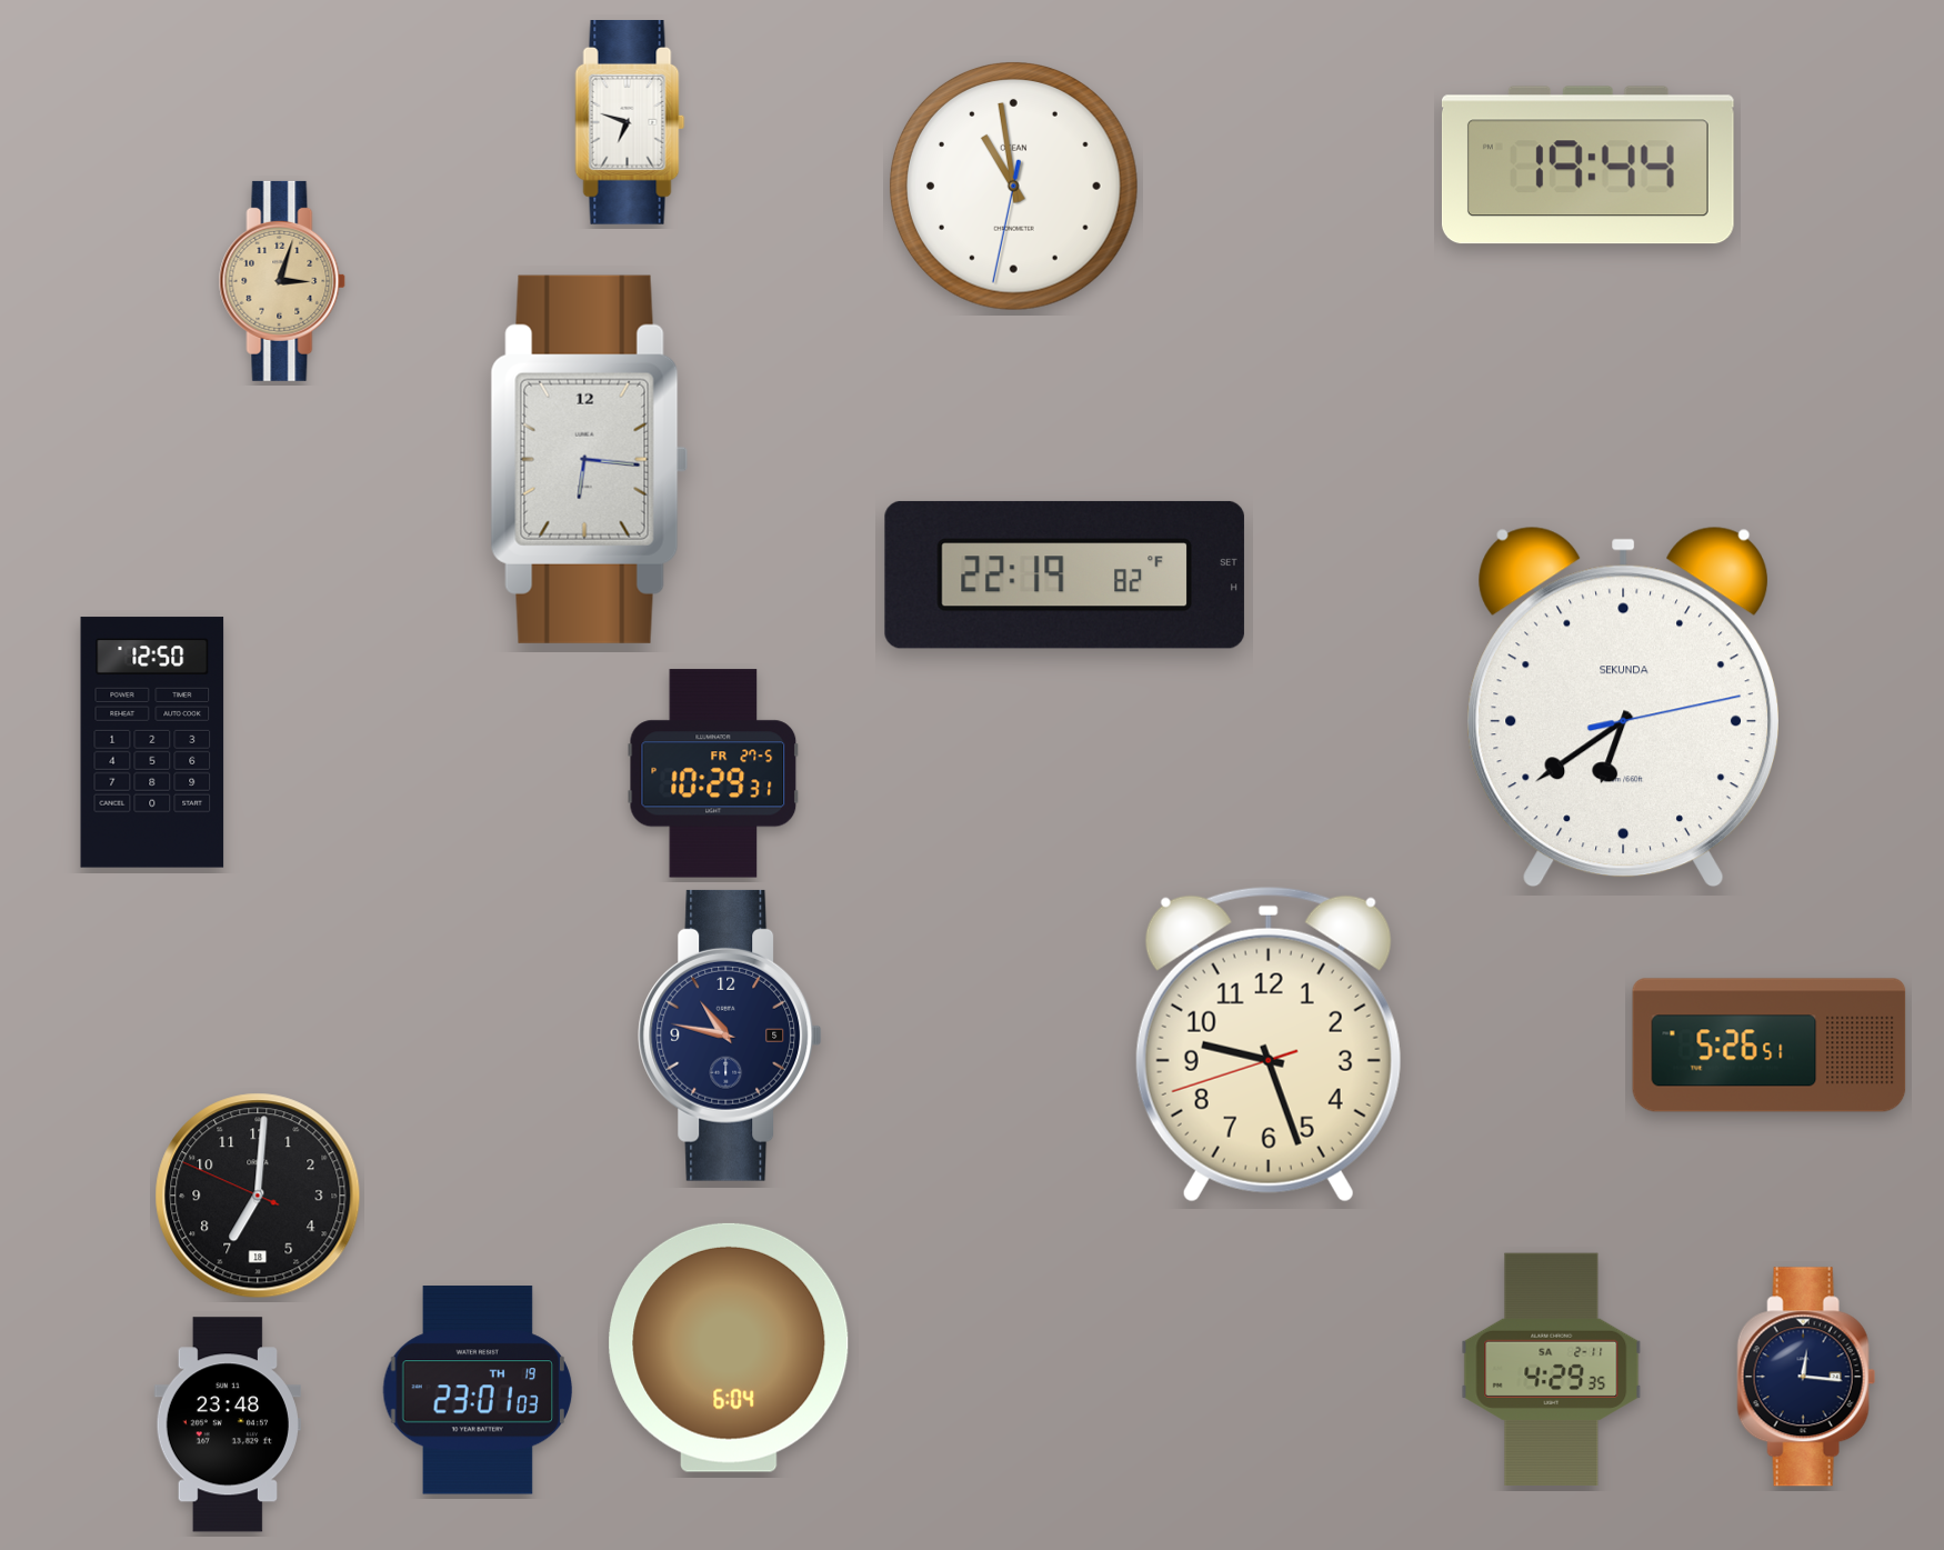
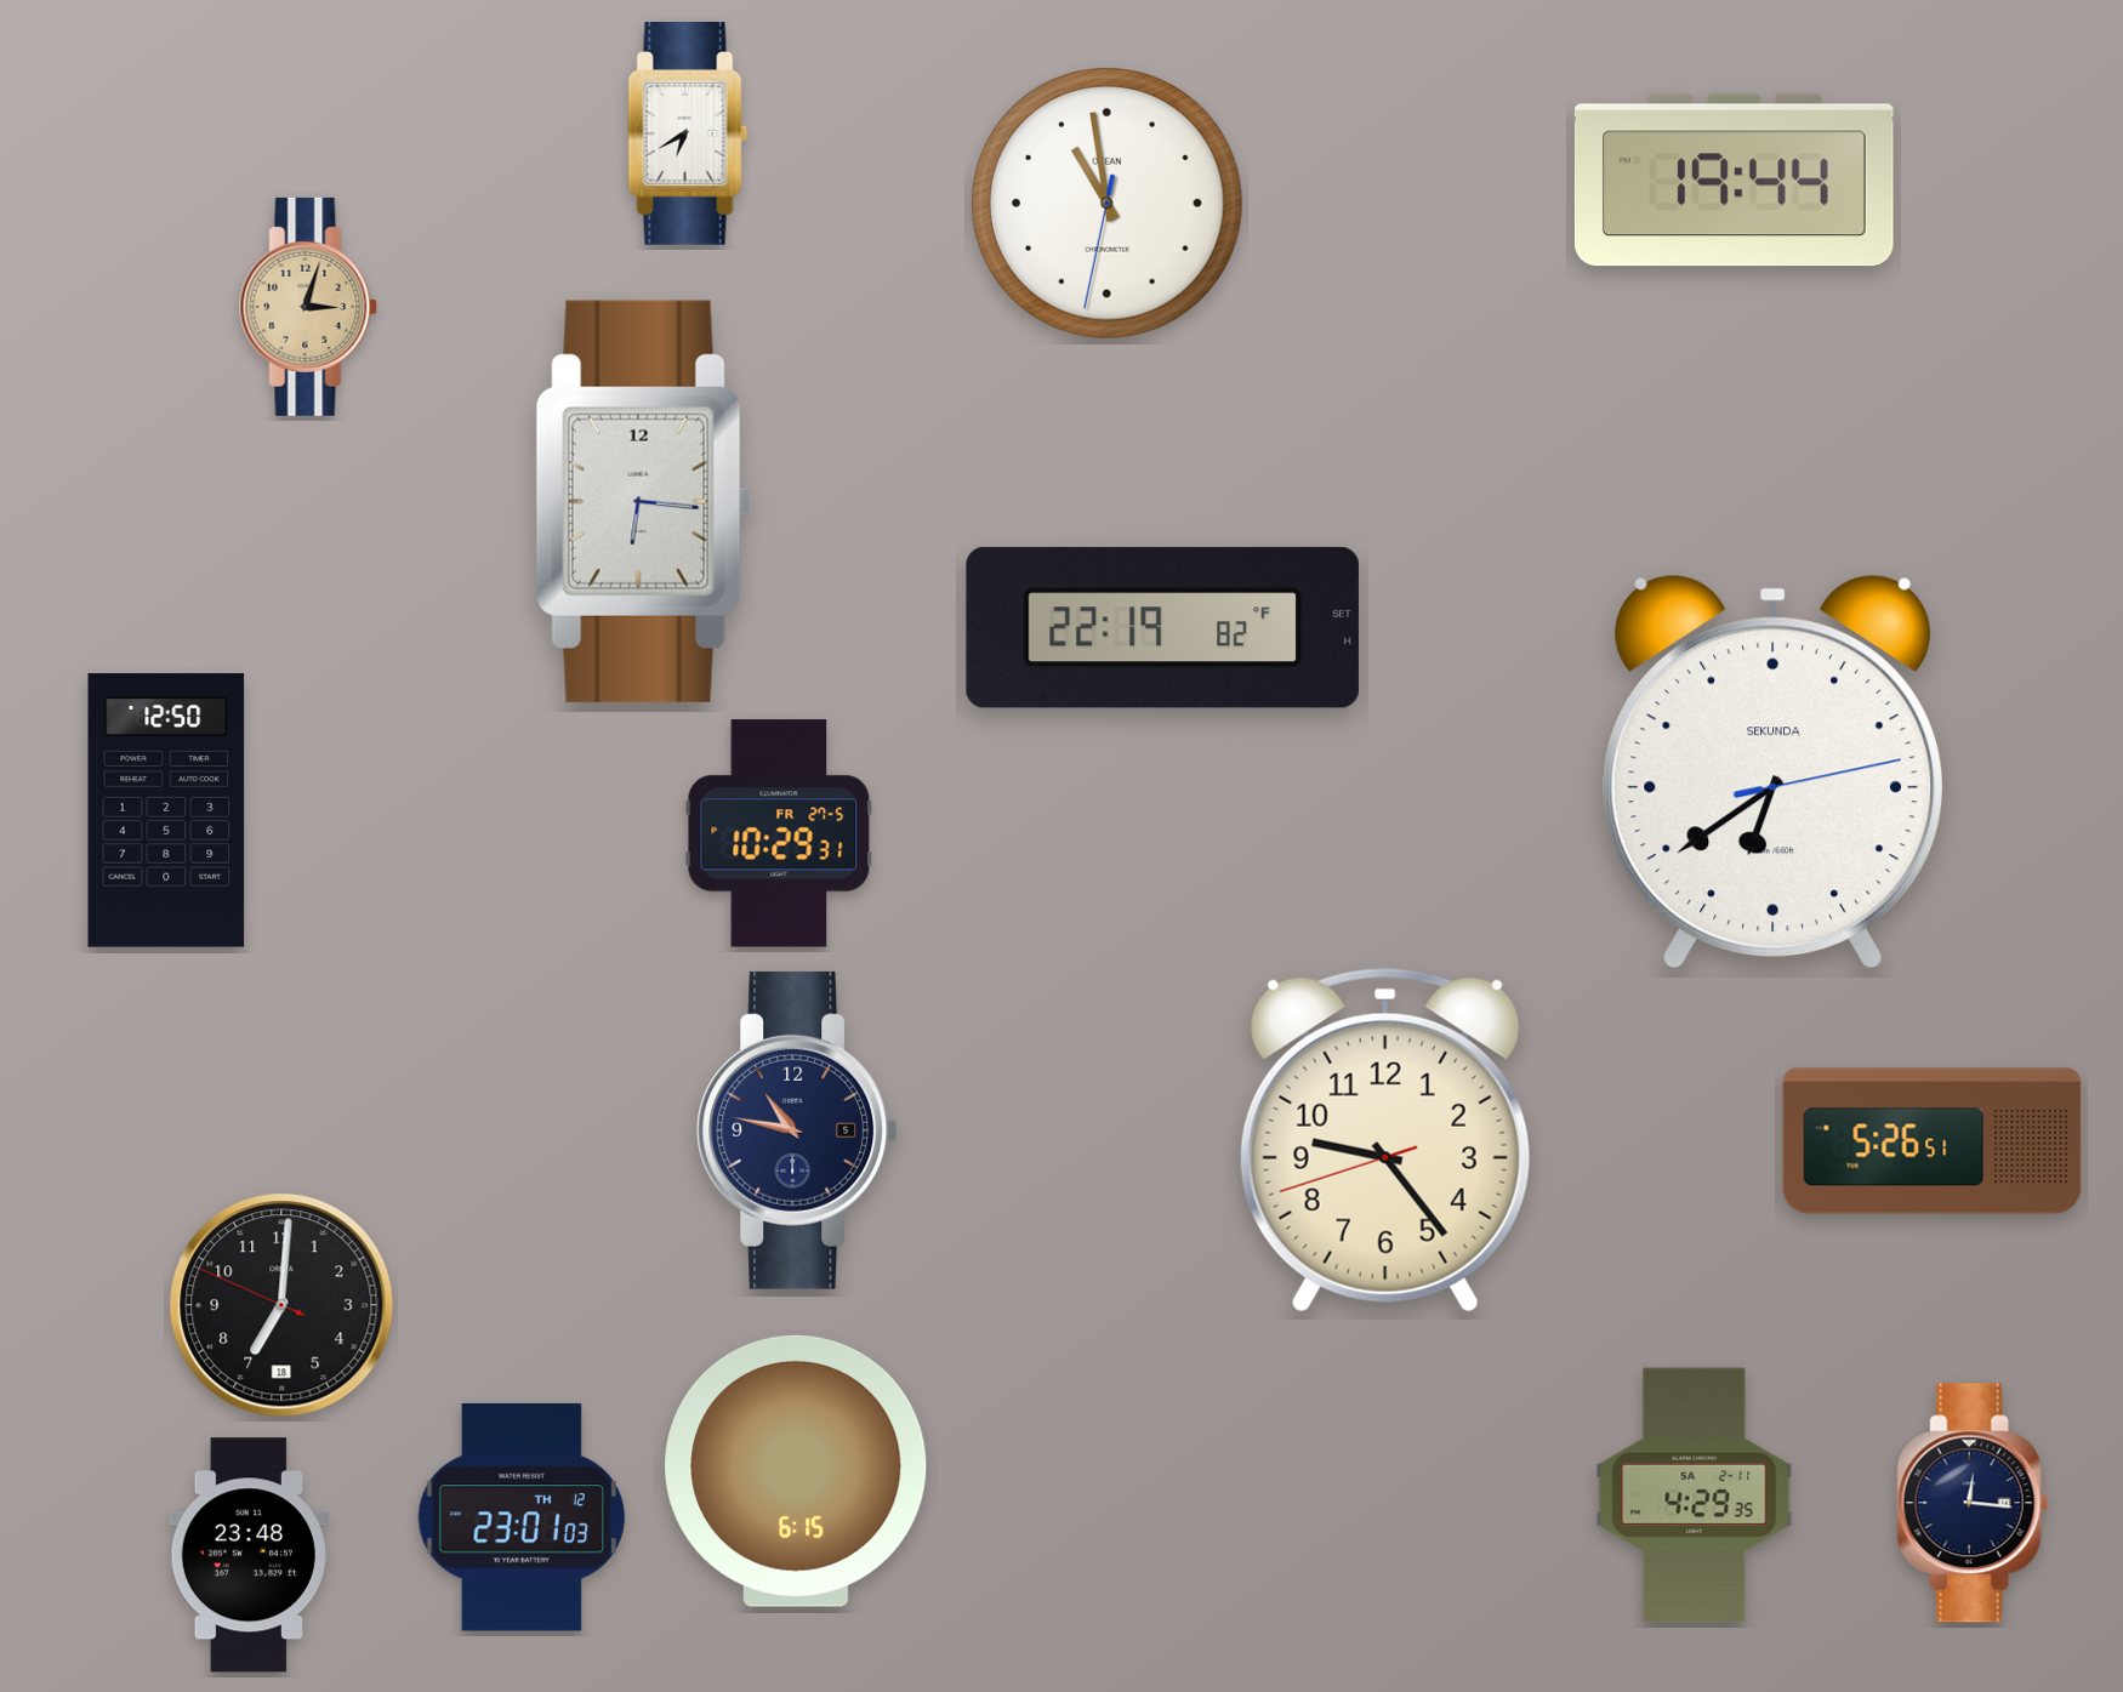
clock at (630, 123): 6:48 -> 6:40
clock at (713, 773) position: (713, 773) -> (779, 833)
clock at (1269, 1044): 9:26 -> 9:23
clock at (729, 1348): 6:04 -> 6:15
clock at (478, 1390) date: TH 19 -> TH 12
